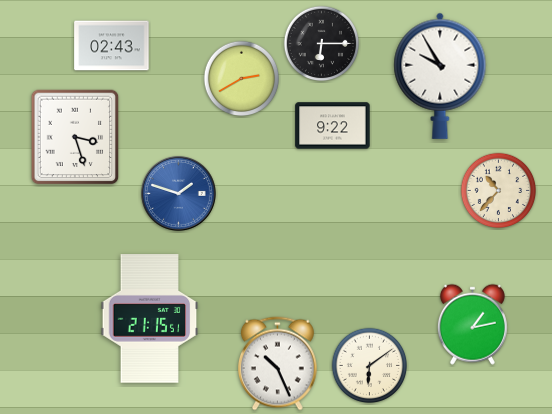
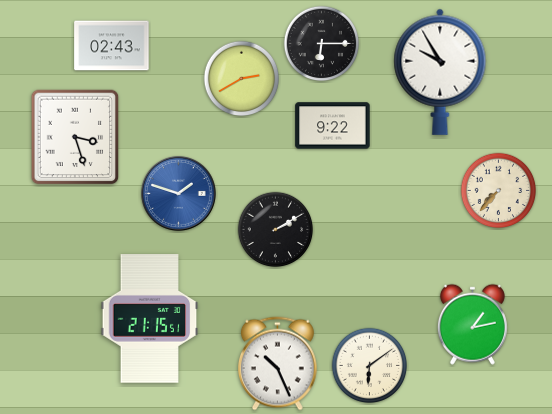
clock at (440, 76) position: (440, 76) -> (440, 72)
clock at (499, 191): 10:37 -> 7:37
clock at (276, 230): none -> 2:10
